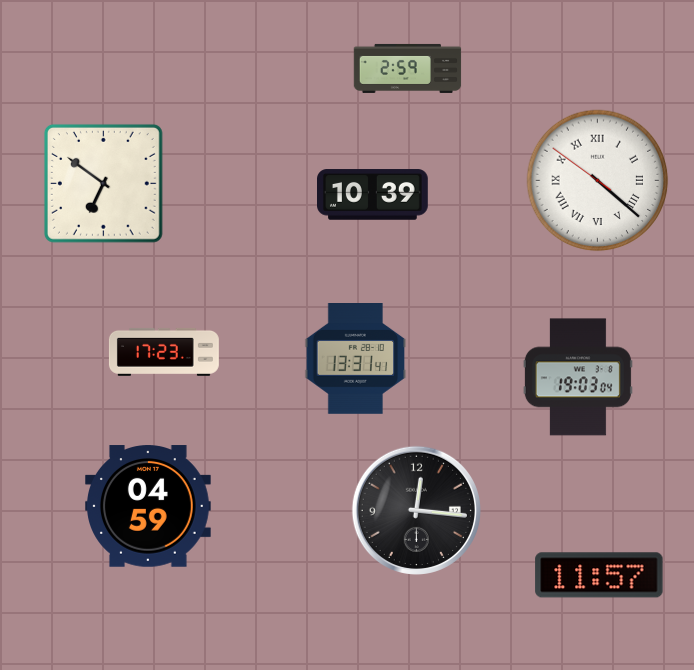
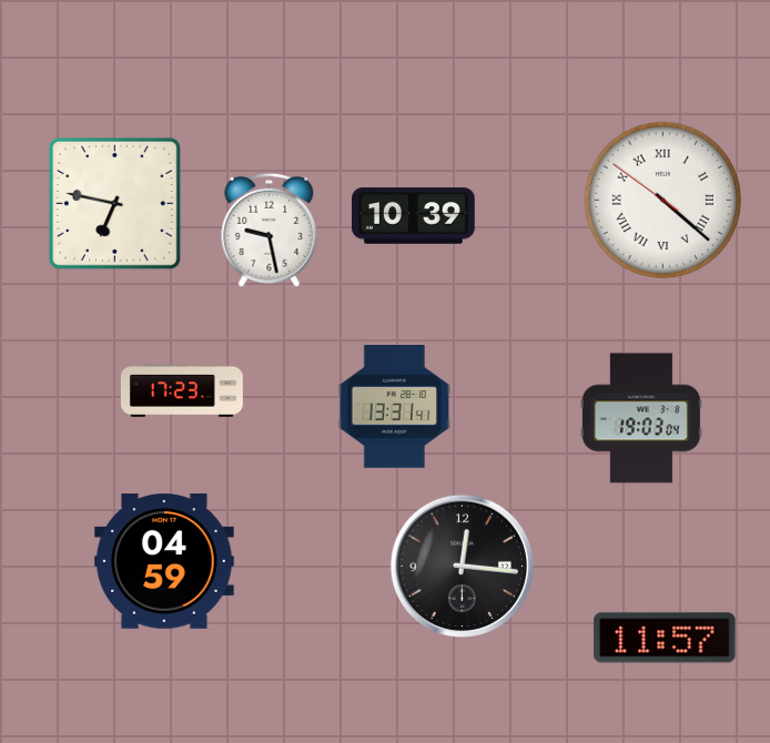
clock at (408, 68): 2:59 -> none
clock at (103, 183): 6:51 -> 6:47
clock at (270, 230): none -> 9:28
clock at (356, 359) position: (356, 359) -> (395, 407)
